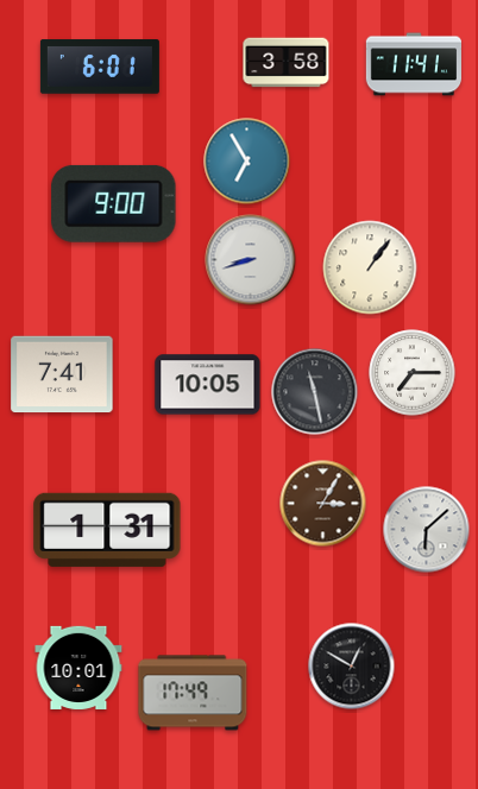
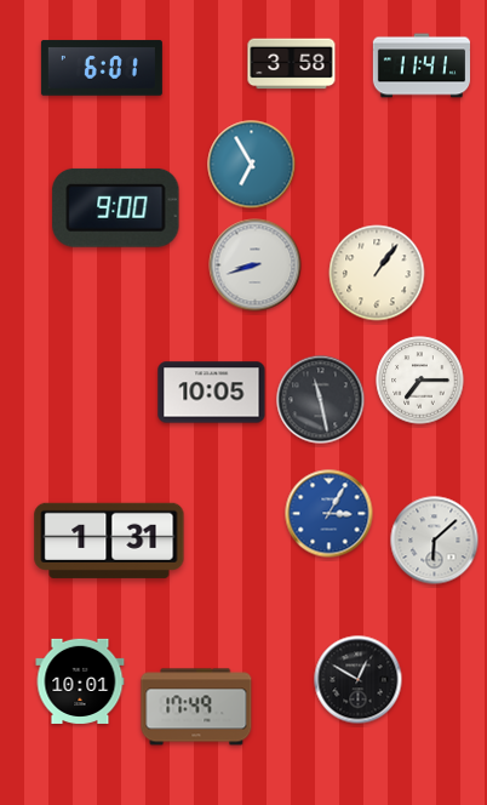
clock at (62, 374): 7:41 -> none
clock at (323, 504) dial: brown -> blue
